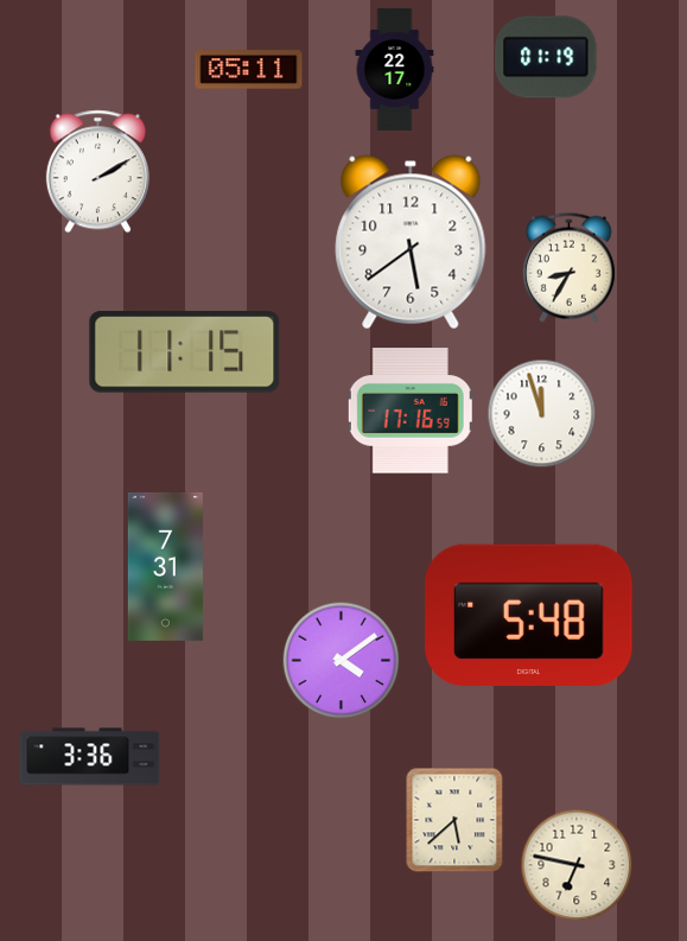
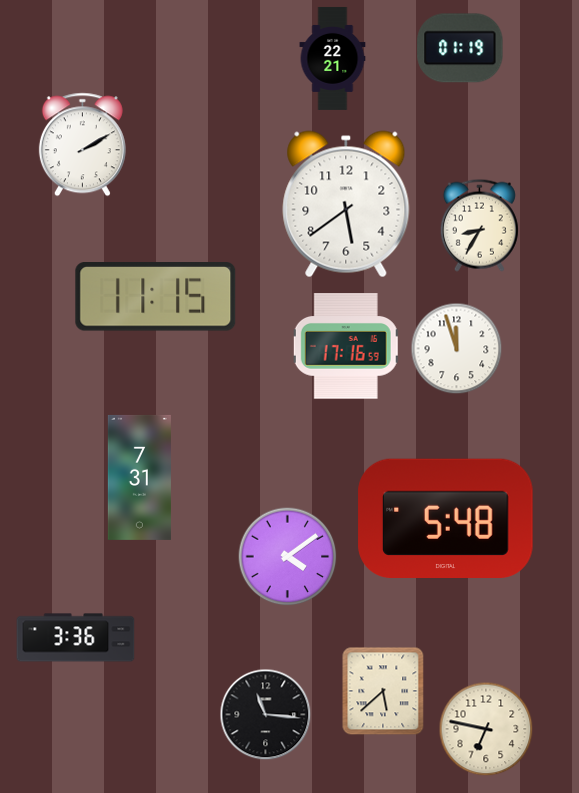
clock at (395, 69): 22:17 -> 22:21
clock at (249, 70): 05:11 -> none
clock at (266, 715): none -> 11:16
